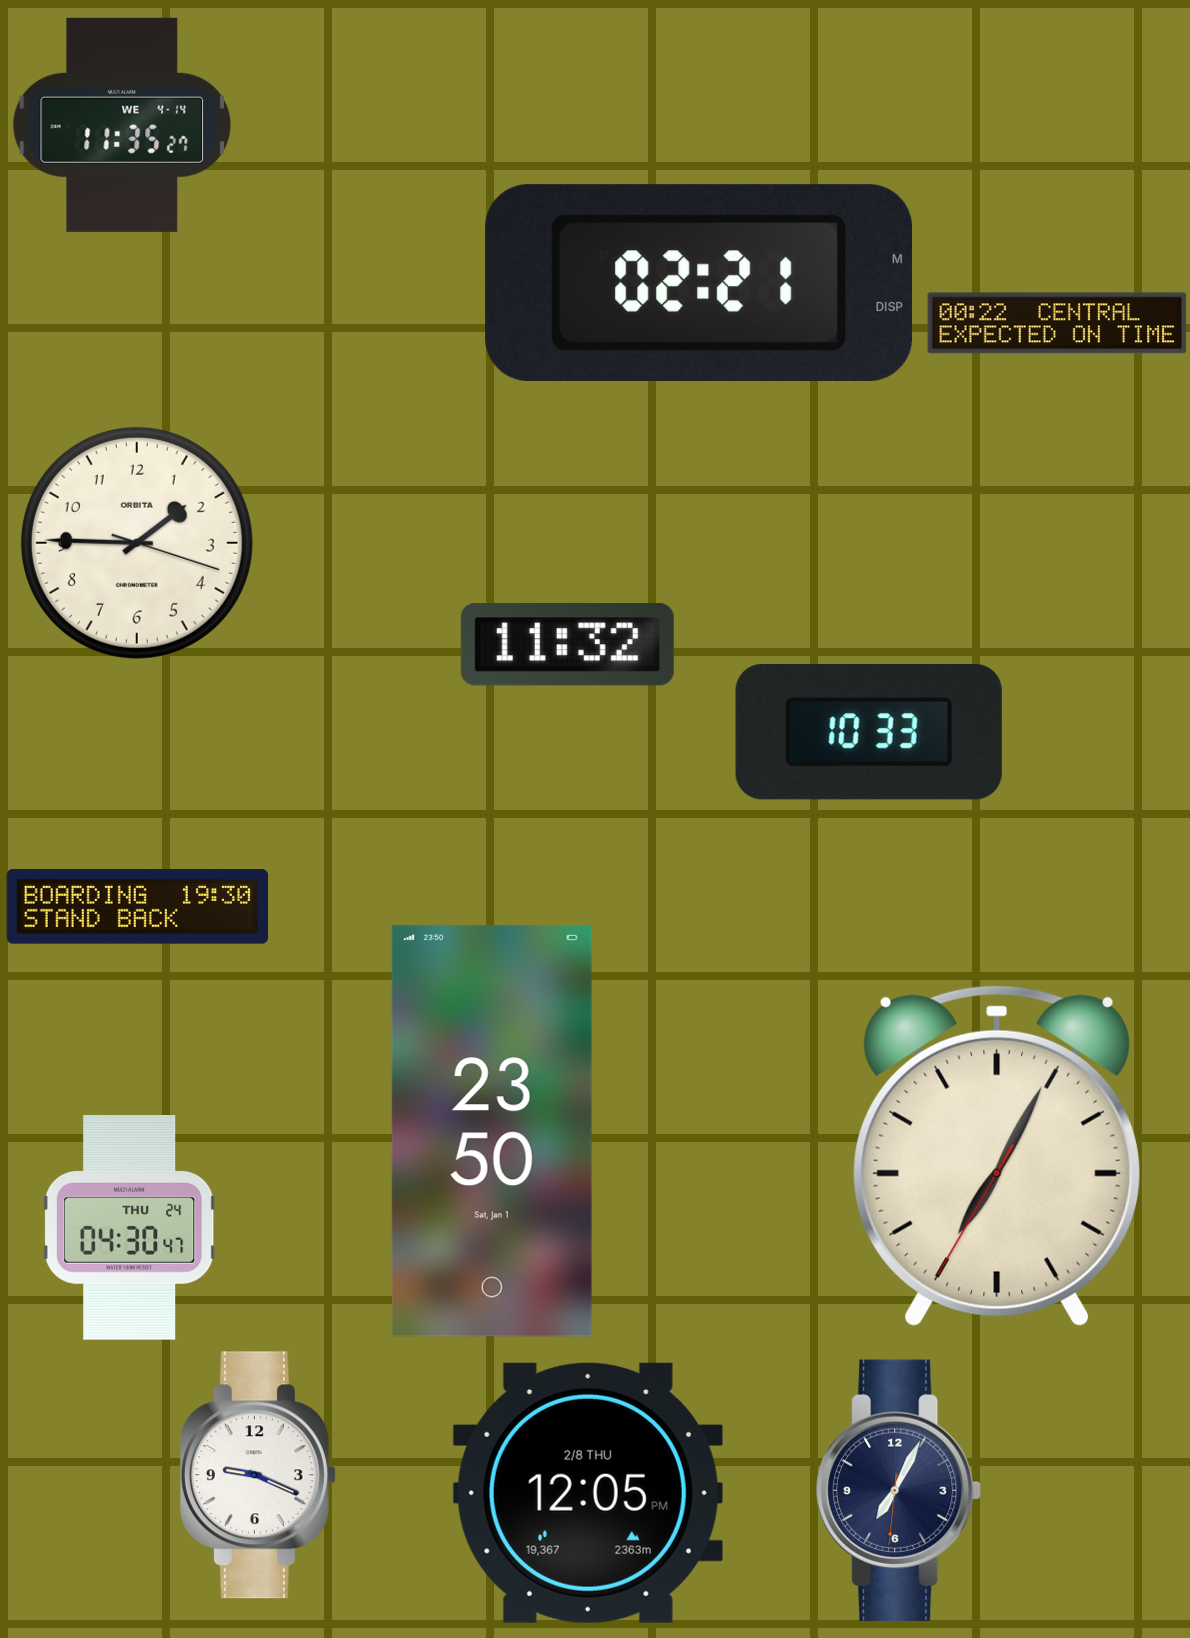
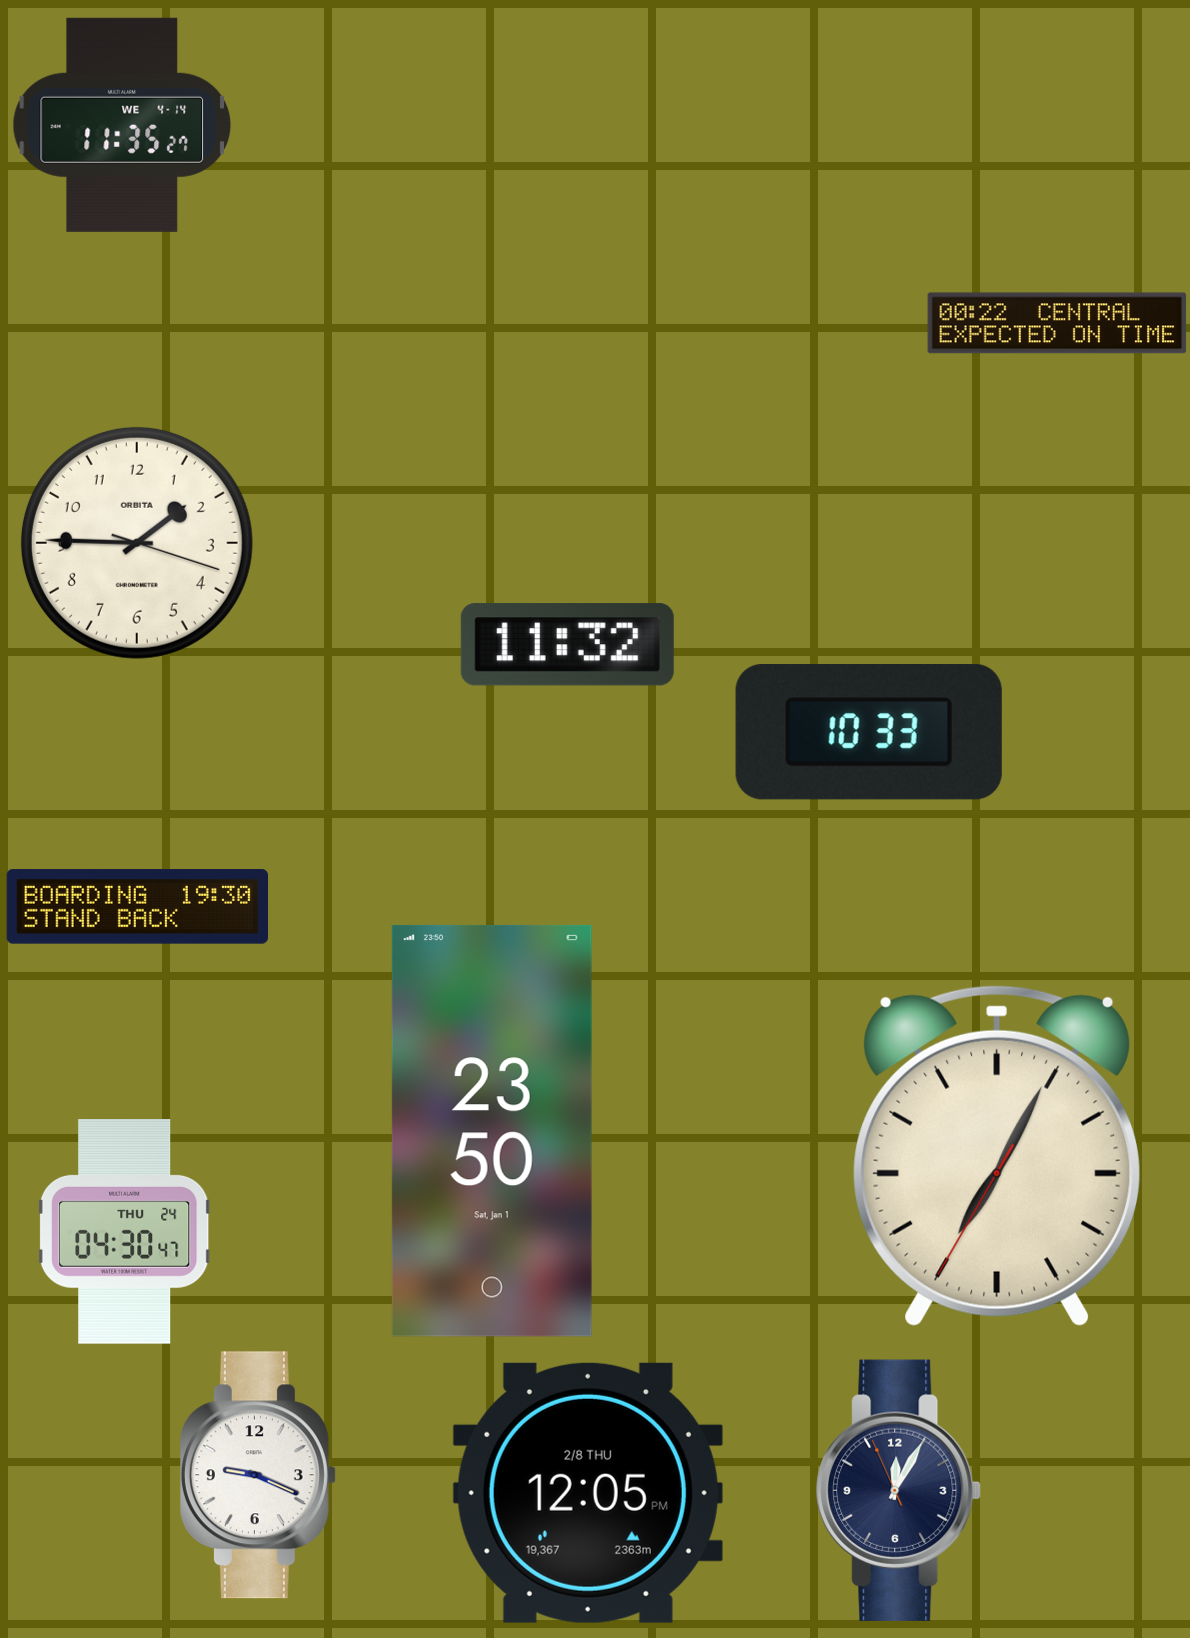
clock at (699, 283): 02:21 -> none
clock at (130, 1228) position: (130, 1228) -> (125, 1232)
clock at (899, 1490): 7:04 -> 12:04
